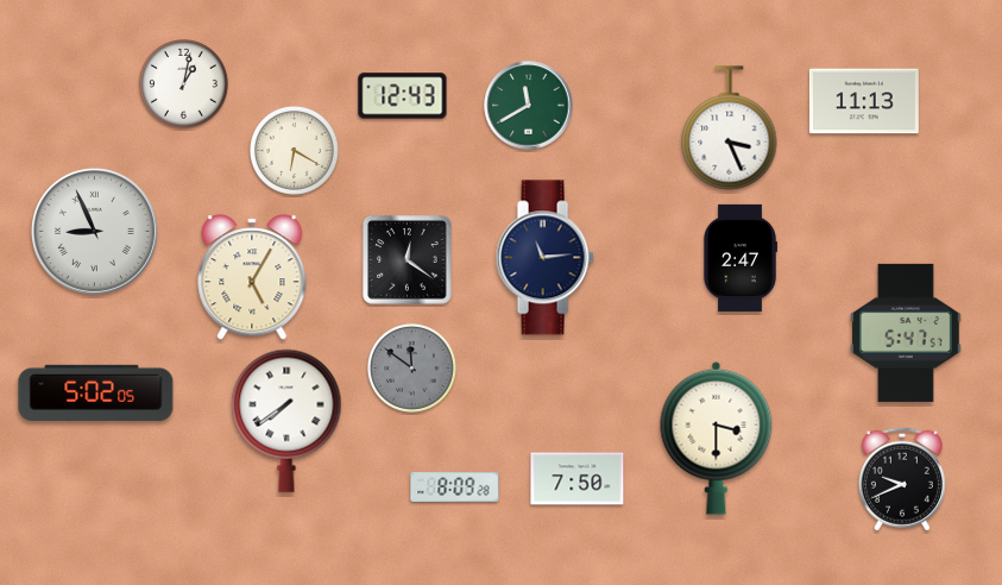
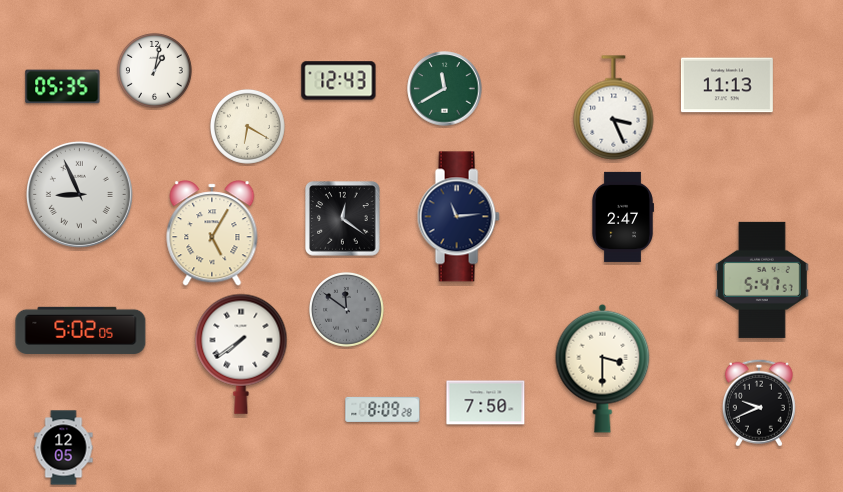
clock at (63, 87): none -> 05:35
clock at (64, 448): none -> 12:05
